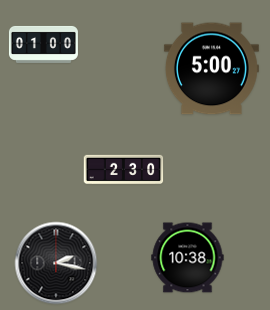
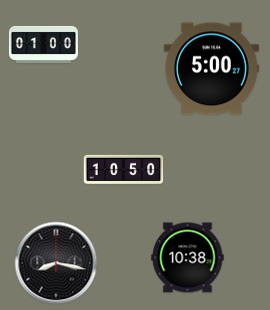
clock at (124, 170): 2:30 -> 10:50
clock at (56, 263): 2:17 -> 8:17
